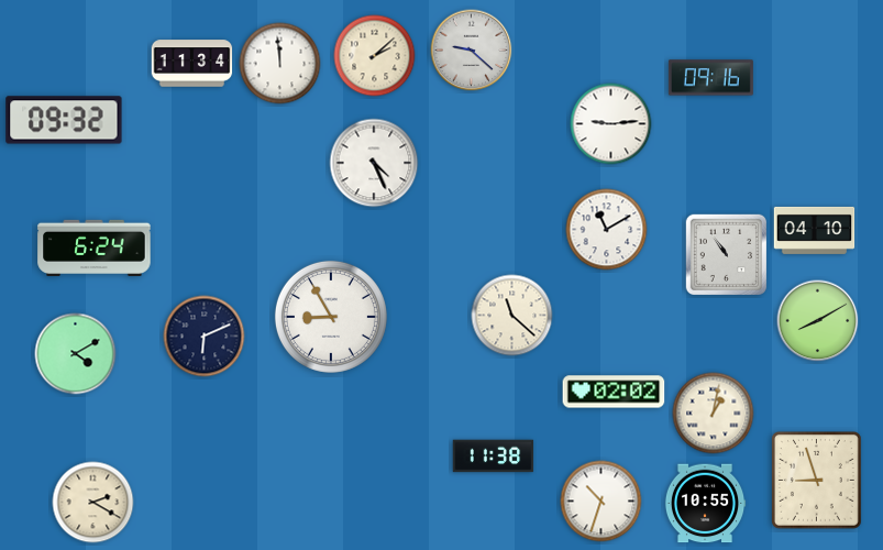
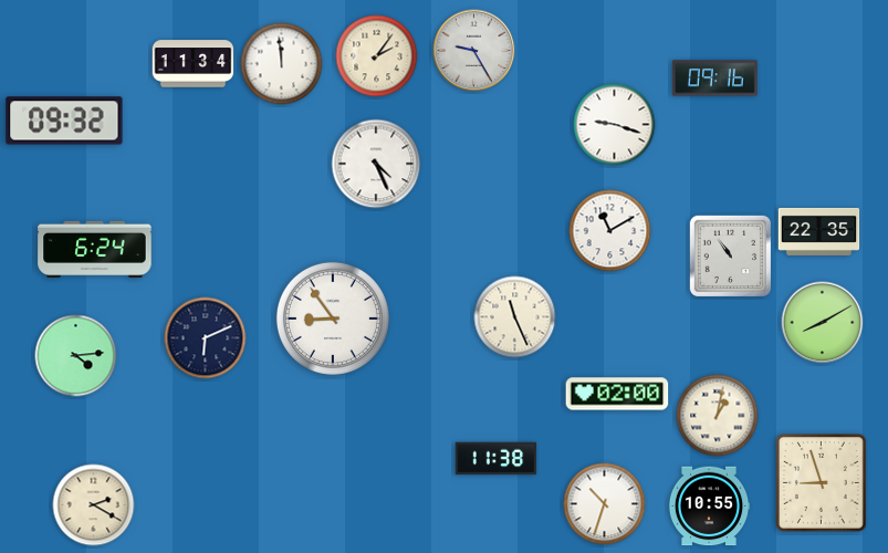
clock at (472, 51): 9:22 -> 9:25
clock at (375, 56): 2:08 -> 2:06
clock at (611, 124): 9:14 -> 9:18
clock at (815, 230): 04:10 -> 22:35
clock at (512, 316): 11:22 -> 11:26
clock at (331, 317): 8:55 -> 8:54
clock at (76, 354): 4:10 -> 4:14
clock at (614, 392): 02:02 -> 02:00
